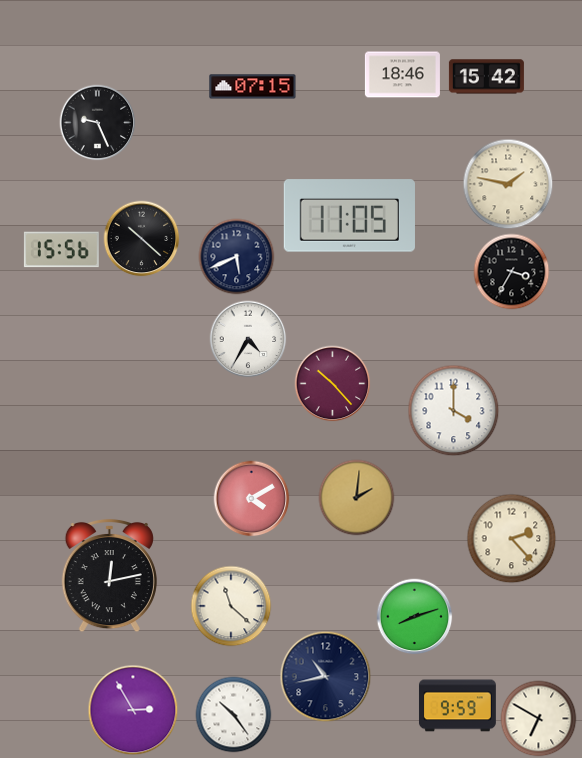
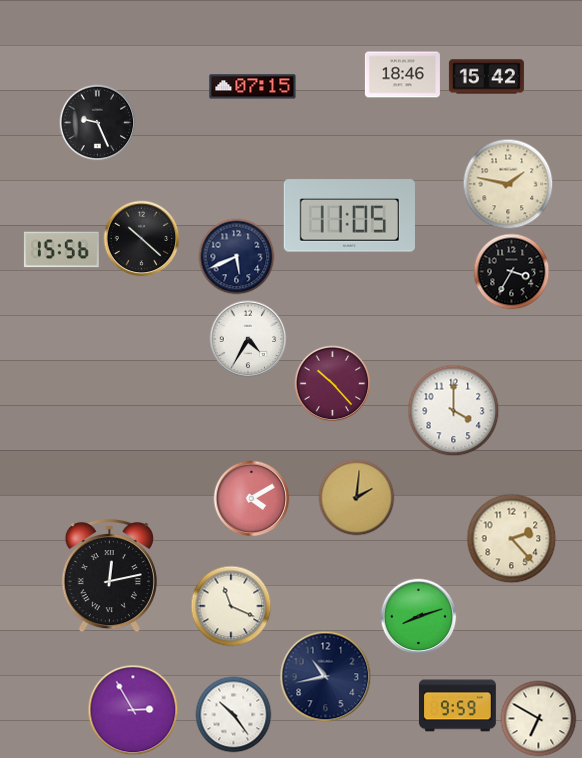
clock at (231, 606): 11:22 -> 11:19
clock at (415, 617) position: (415, 617) -> (419, 617)
